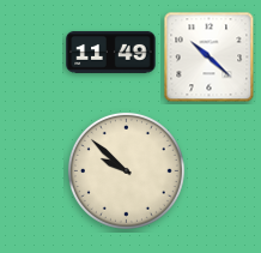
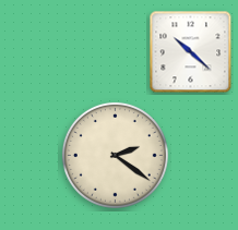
clock at (111, 52): 11:49 -> none
clock at (126, 170): 9:52 -> 2:21
